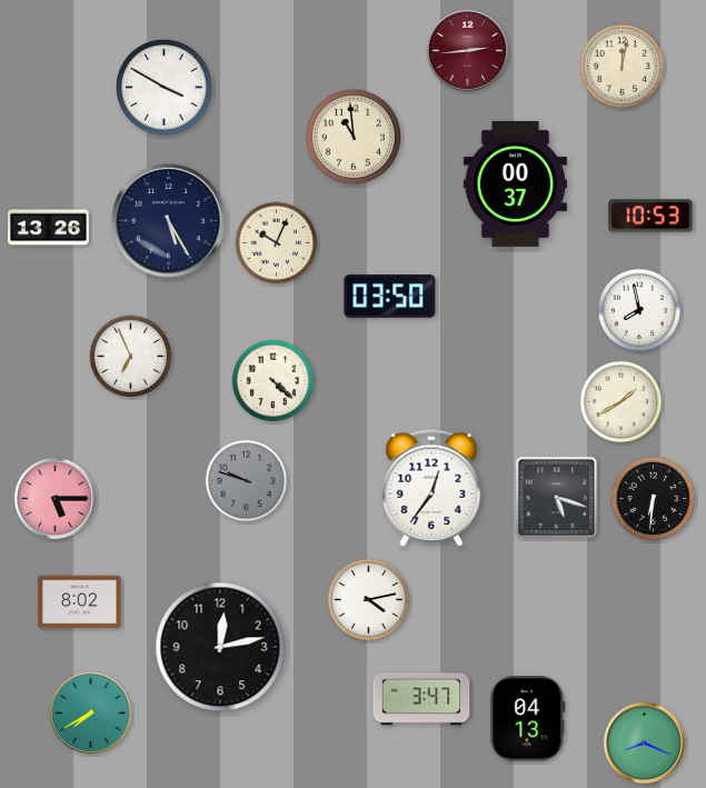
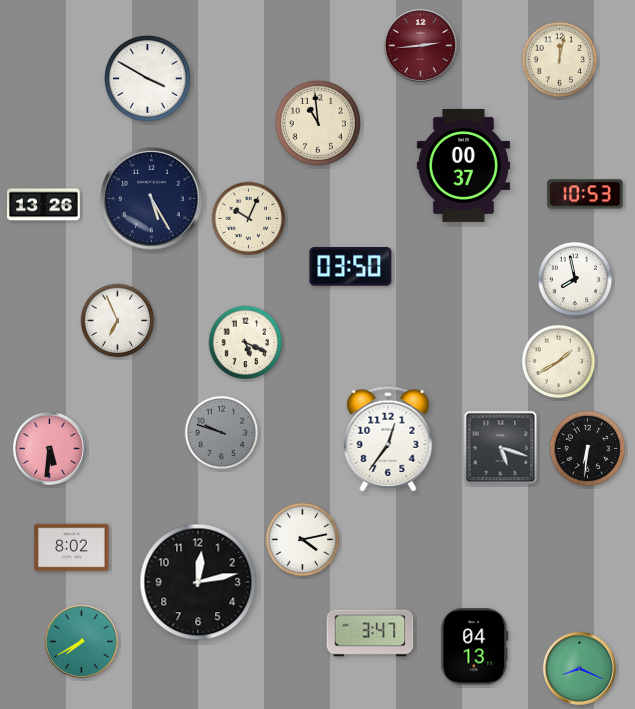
clock at (274, 381): 4:22 -> 5:19
clock at (54, 498): 5:15 -> 5:31
clock at (369, 600) position: (369, 600) -> (303, 540)
clock at (80, 602) position: (80, 602) -> (72, 548)
clock at (421, 699) position: (421, 699) -> (370, 633)
